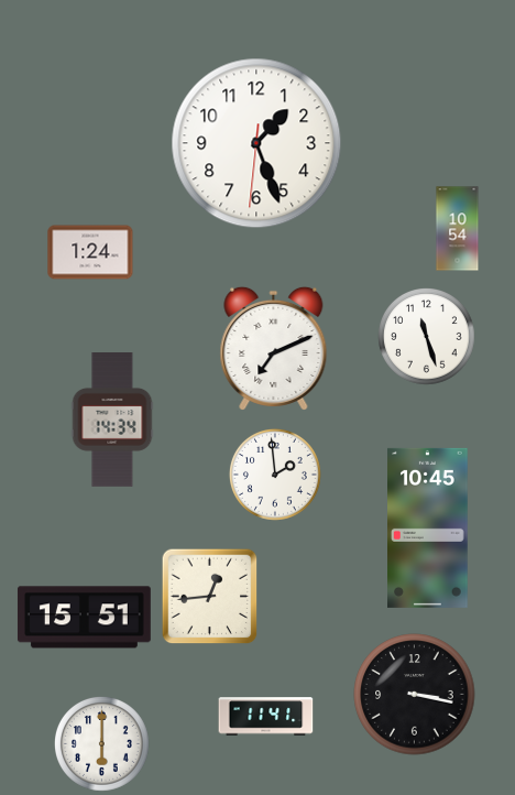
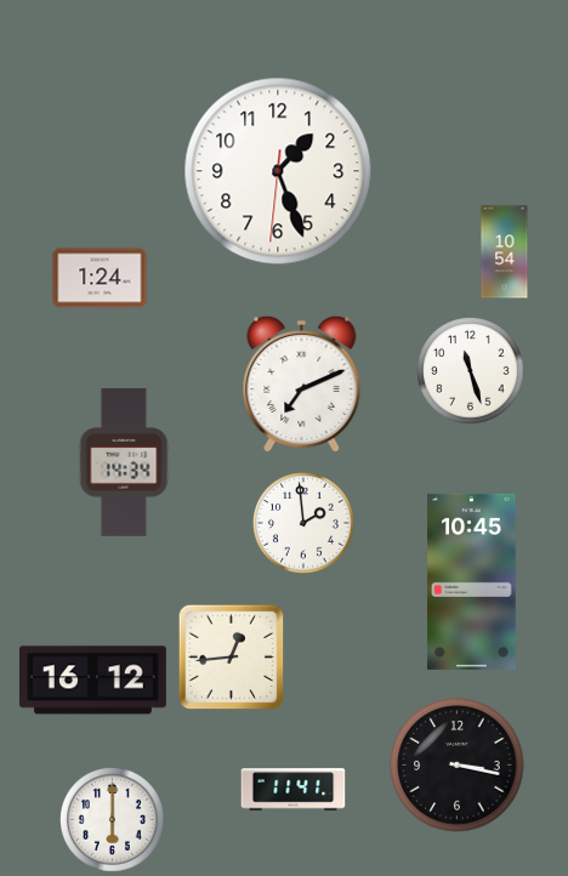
clock at (256, 143) position: (256, 143) -> (278, 171)
clock at (84, 618): 15:51 -> 16:12
